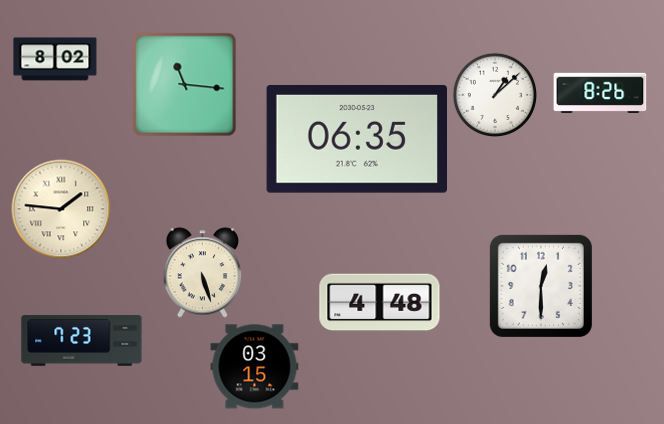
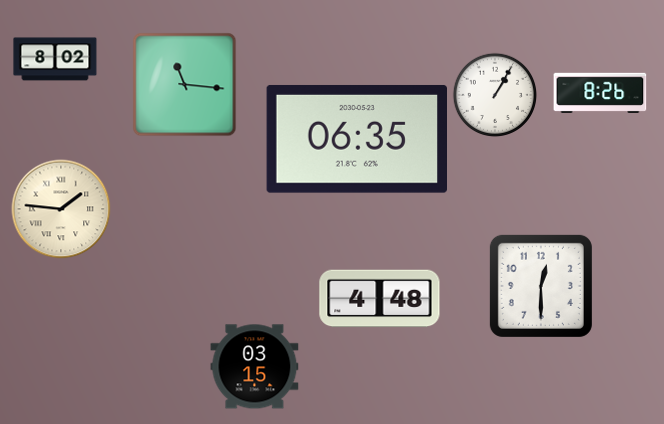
clock at (494, 94): 1:08 -> 1:05
clock at (203, 273): 5:27 -> none
clock at (380, 303) position: (380, 303) -> (380, 299)
clock at (82, 341): 7:23 -> none
